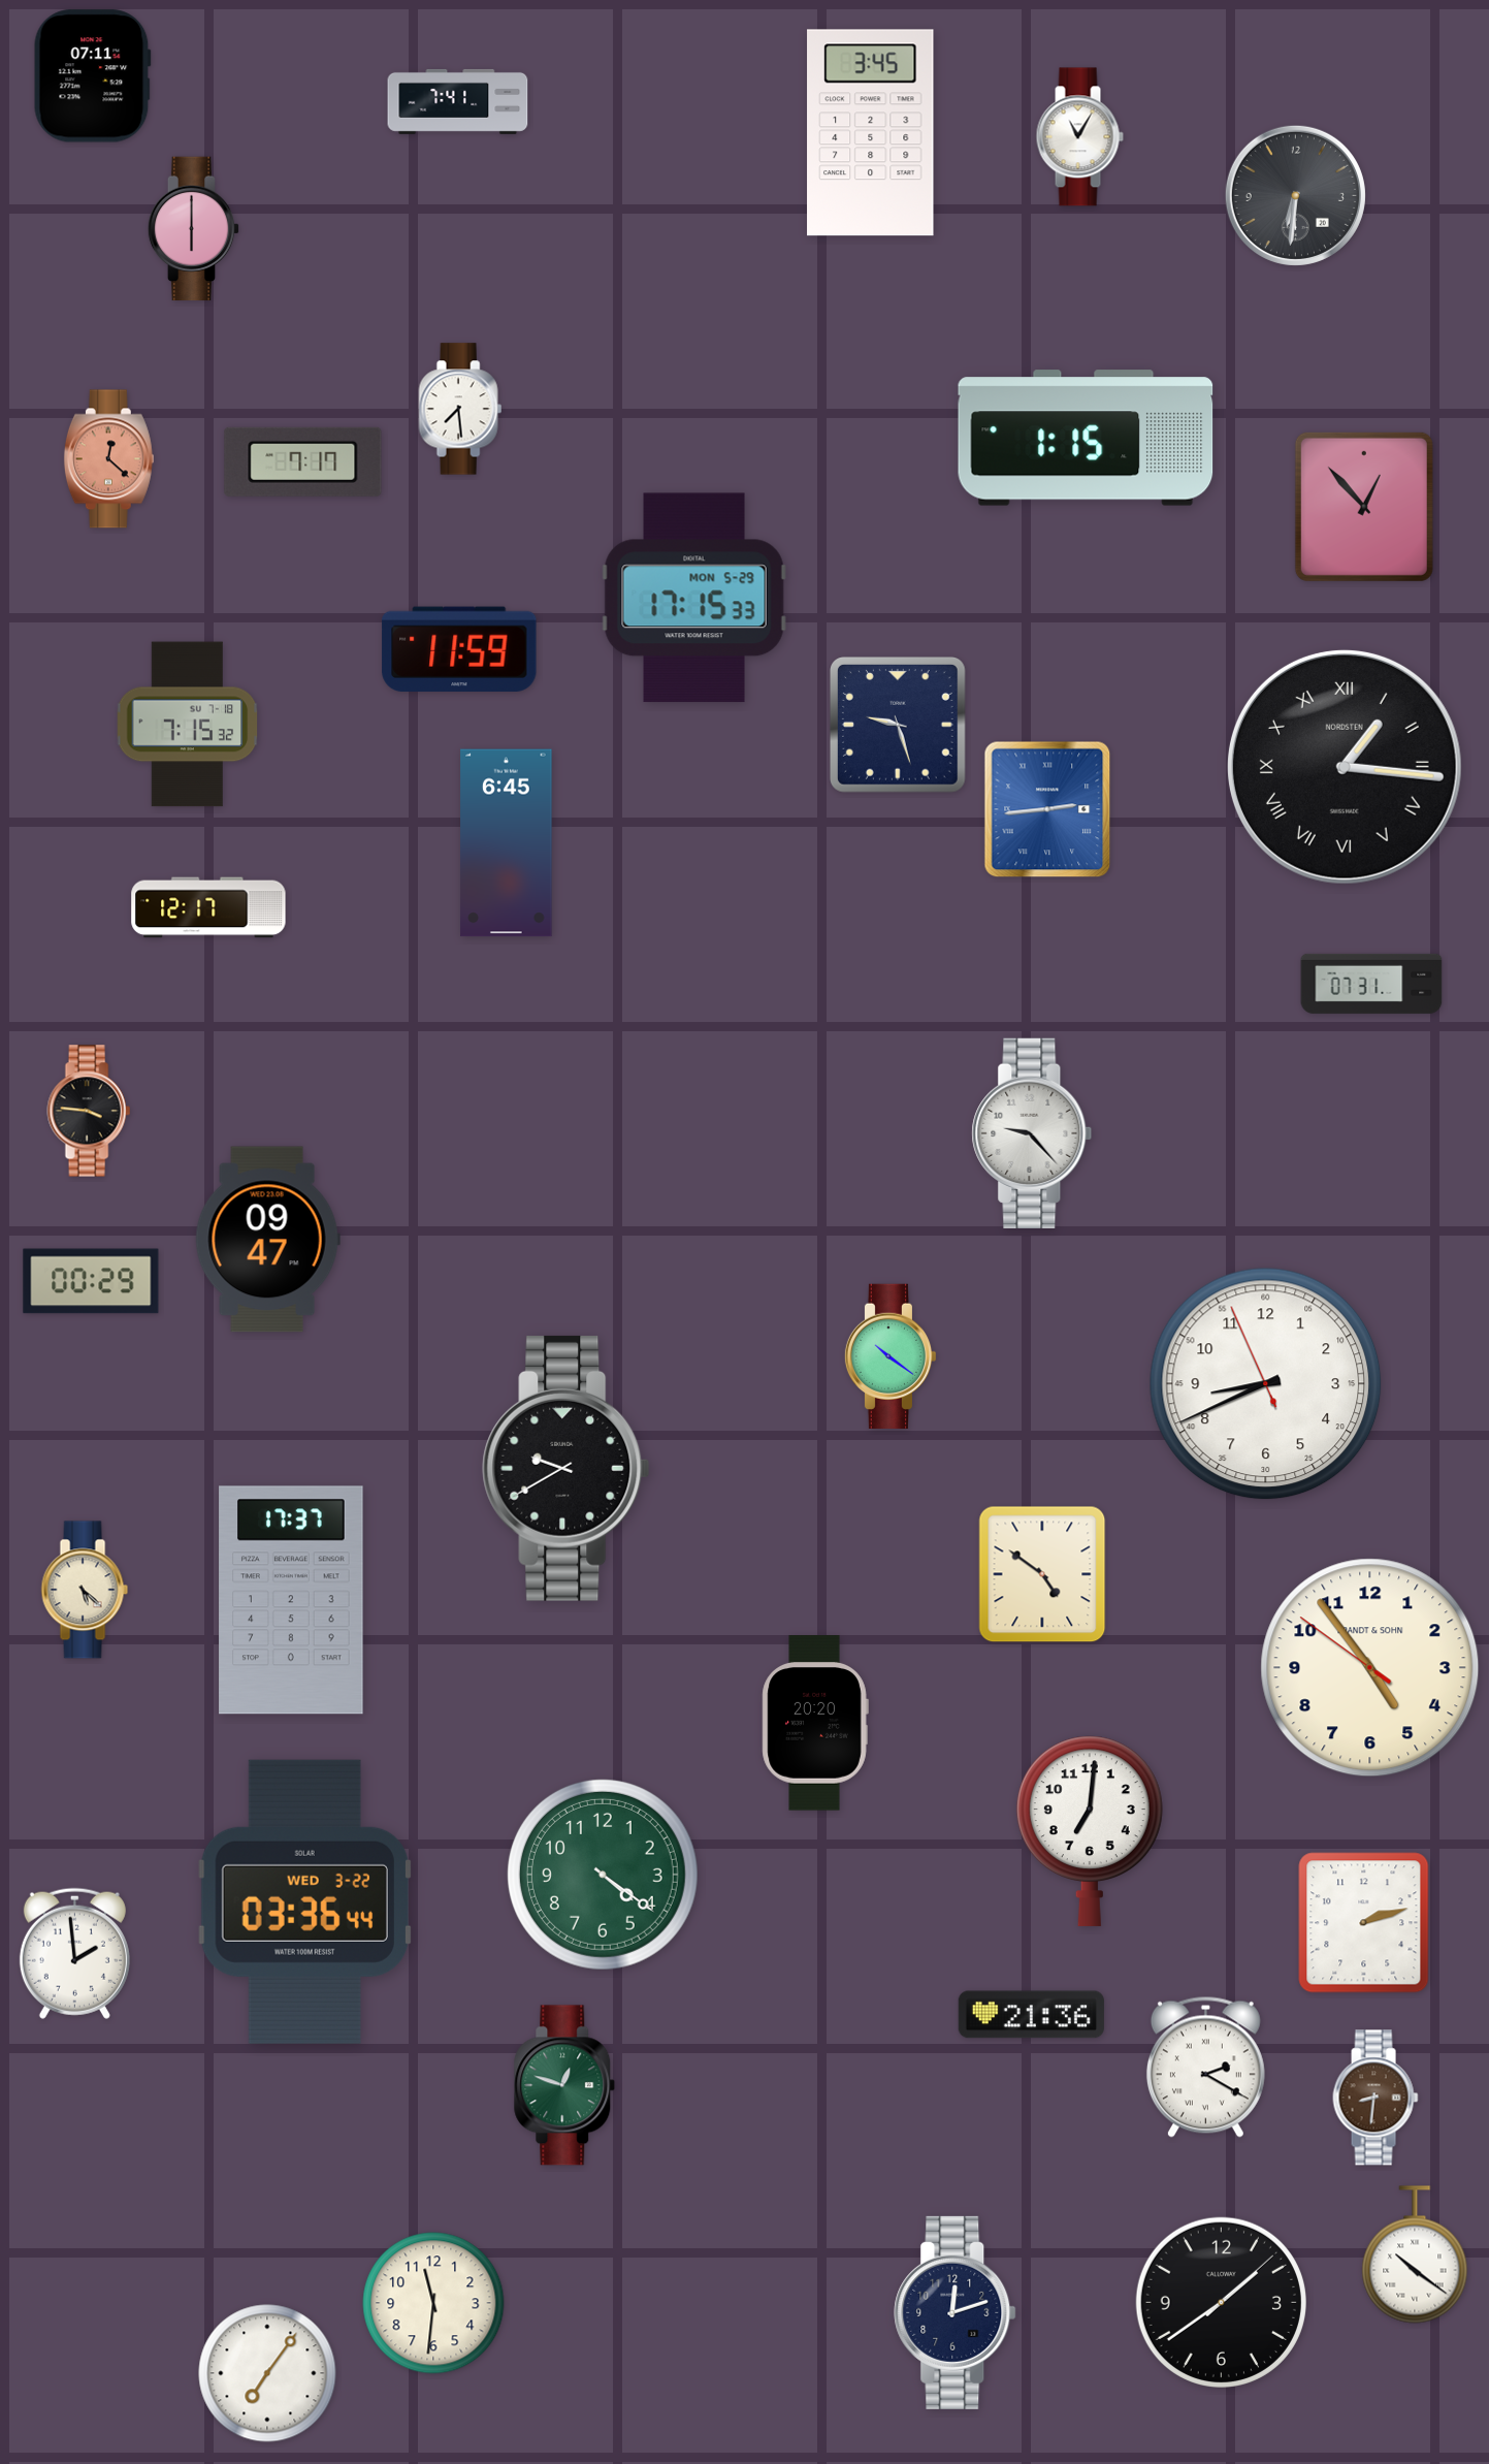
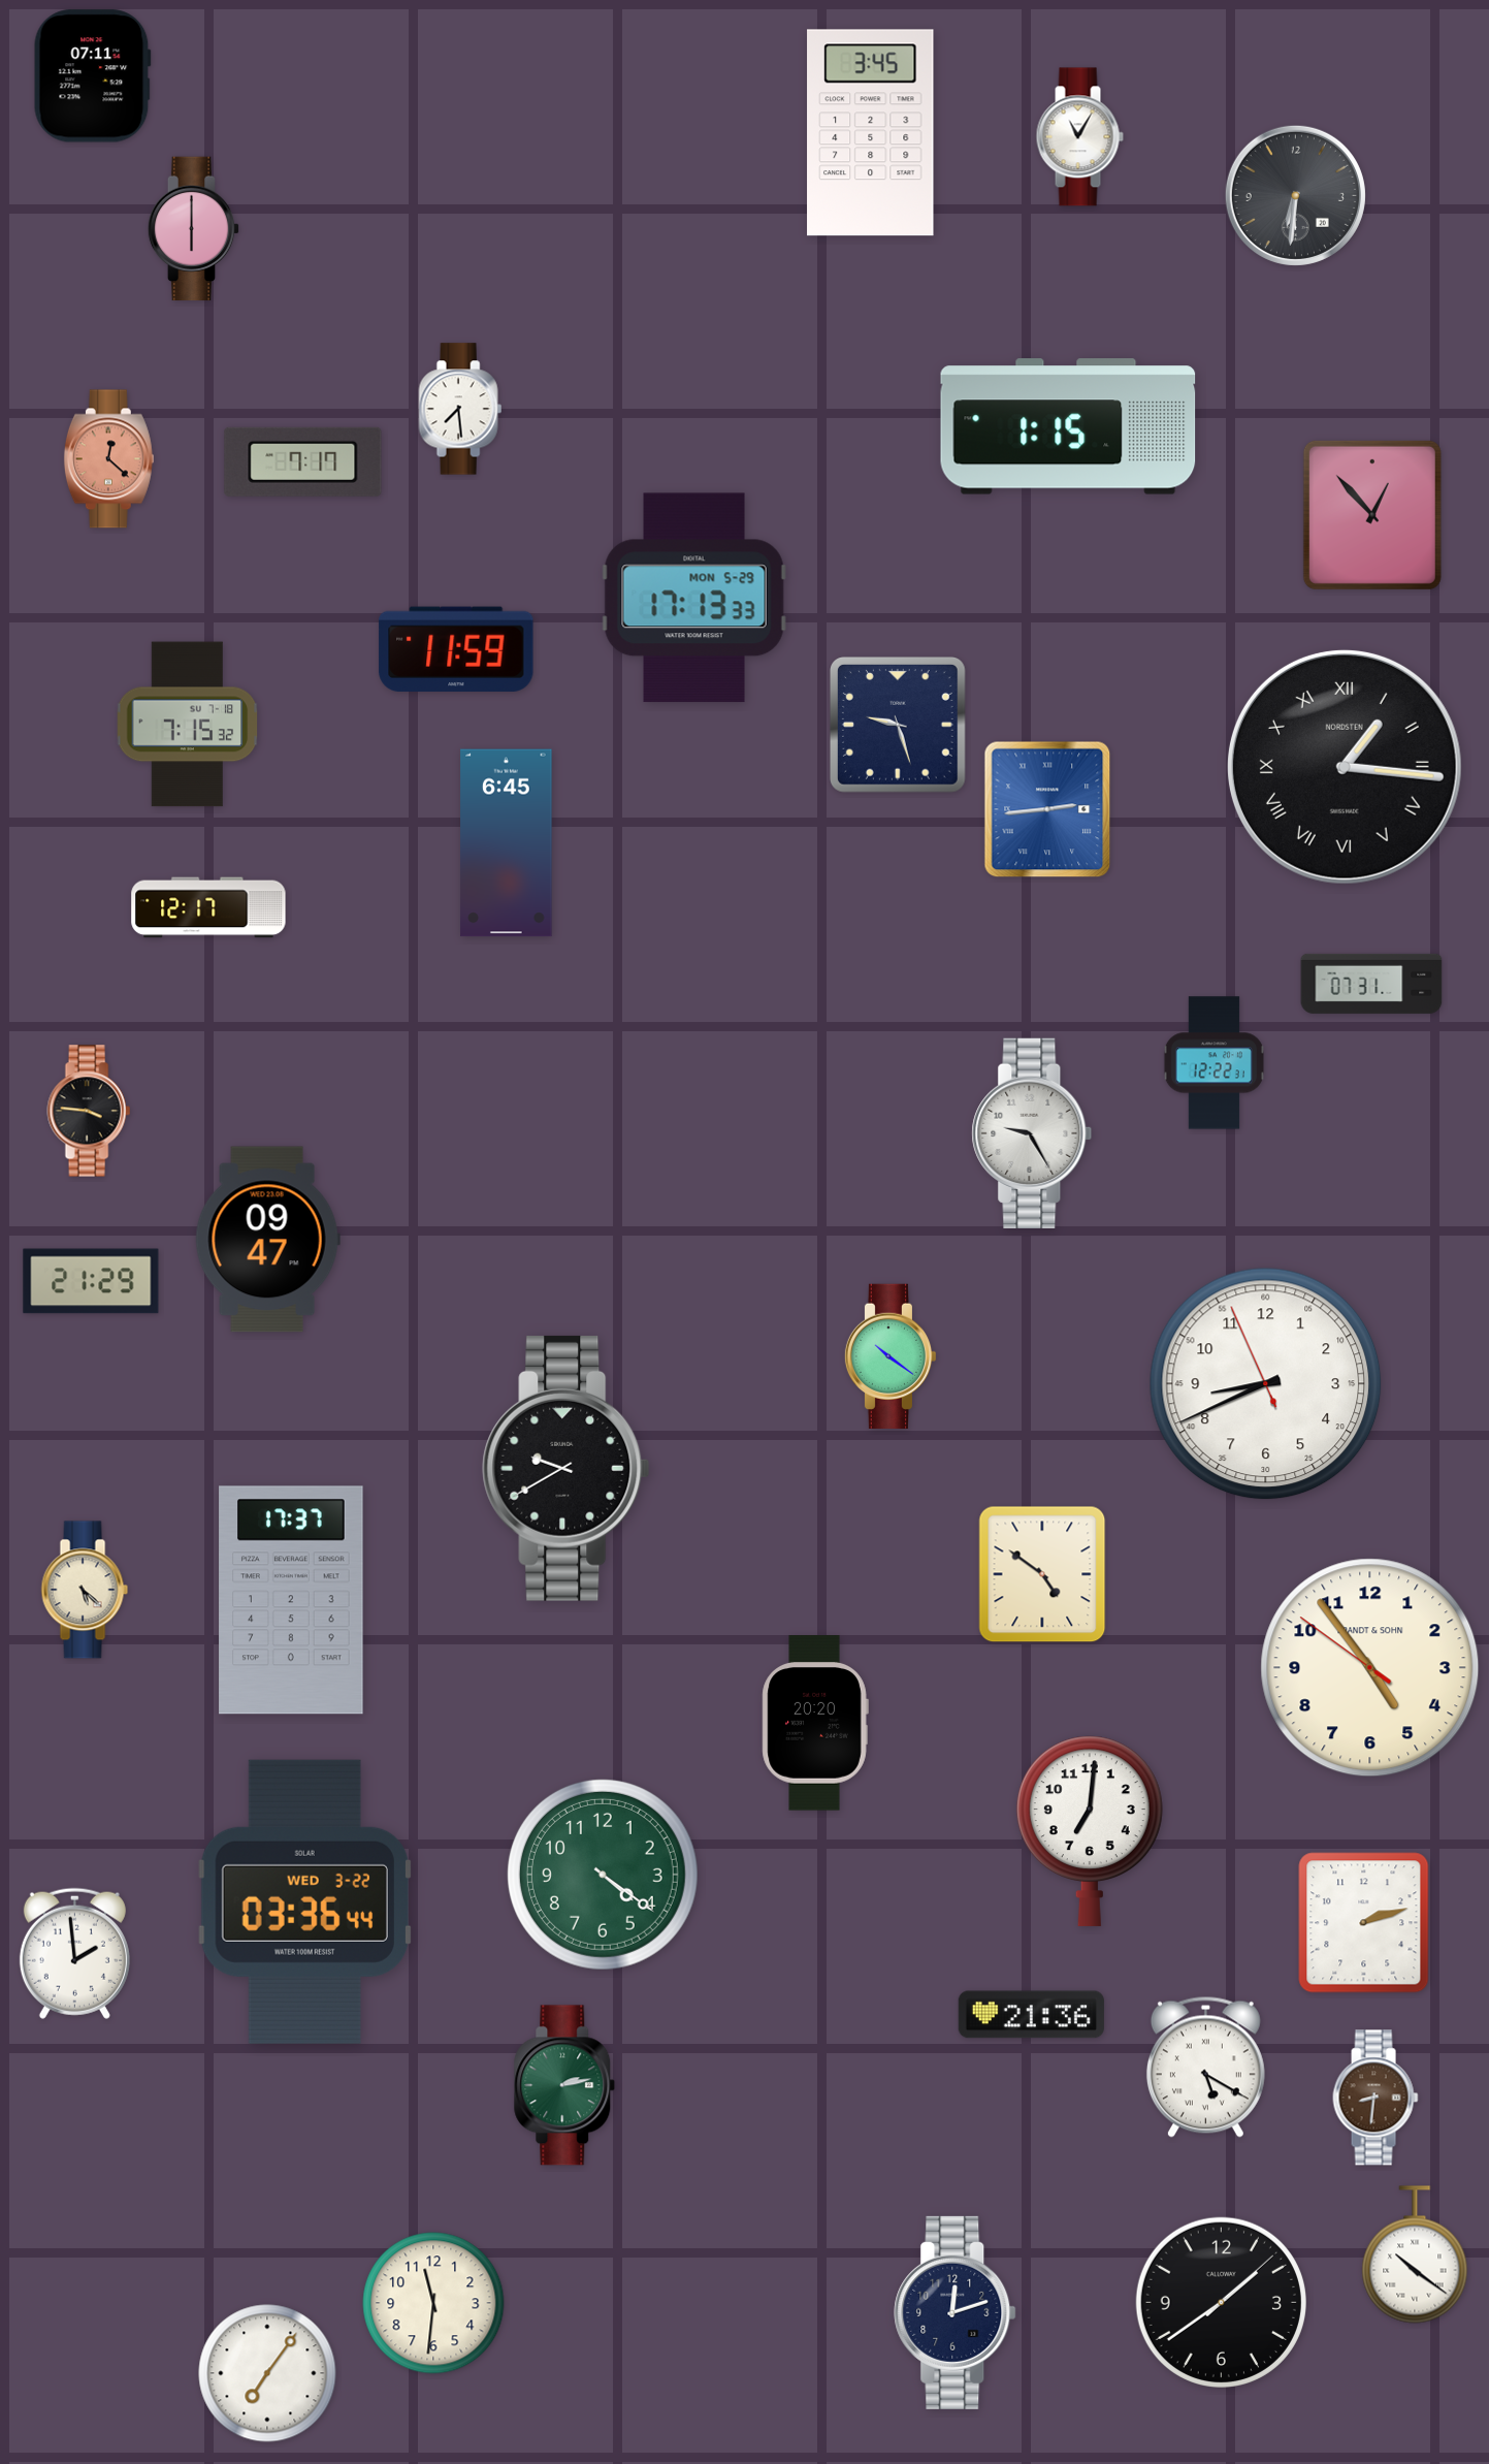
clock at (458, 101): 7:41 -> none
clock at (1086, 438) position: (1086, 438) -> (1068, 426)
clock at (1364, 507) position: (1364, 507) -> (1372, 515)
clock at (694, 598): 17:15 -> 17:13
clock at (459, 648) position: (459, 648) -> (456, 648)
clock at (1213, 1063): none -> 12:22
clock at (1032, 1133): 9:23 -> 9:25
clock at (91, 1281): 00:29 -> 21:29
clock at (1205, 2067): 2:20 -> 5:20
clock at (564, 2085): 12:48 -> 2:13
